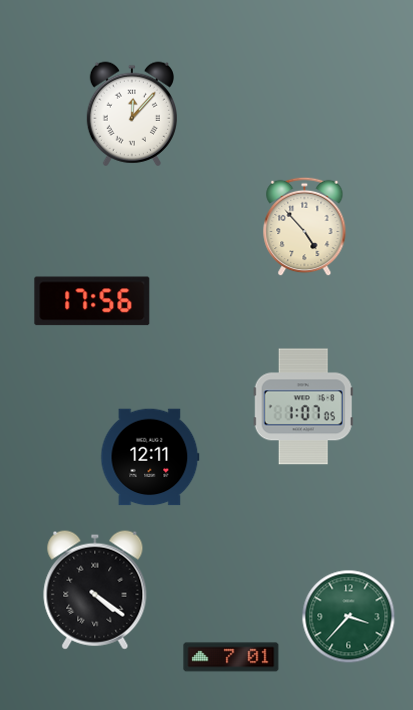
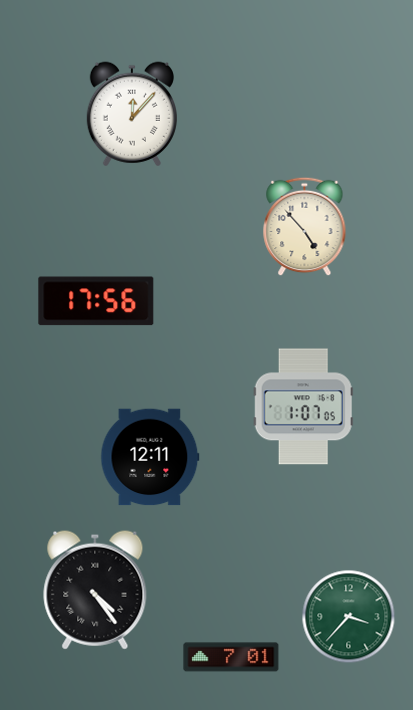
clock at (92, 301) position: (92, 301) -> (96, 301)
clock at (95, 590): 4:21 -> 4:24
